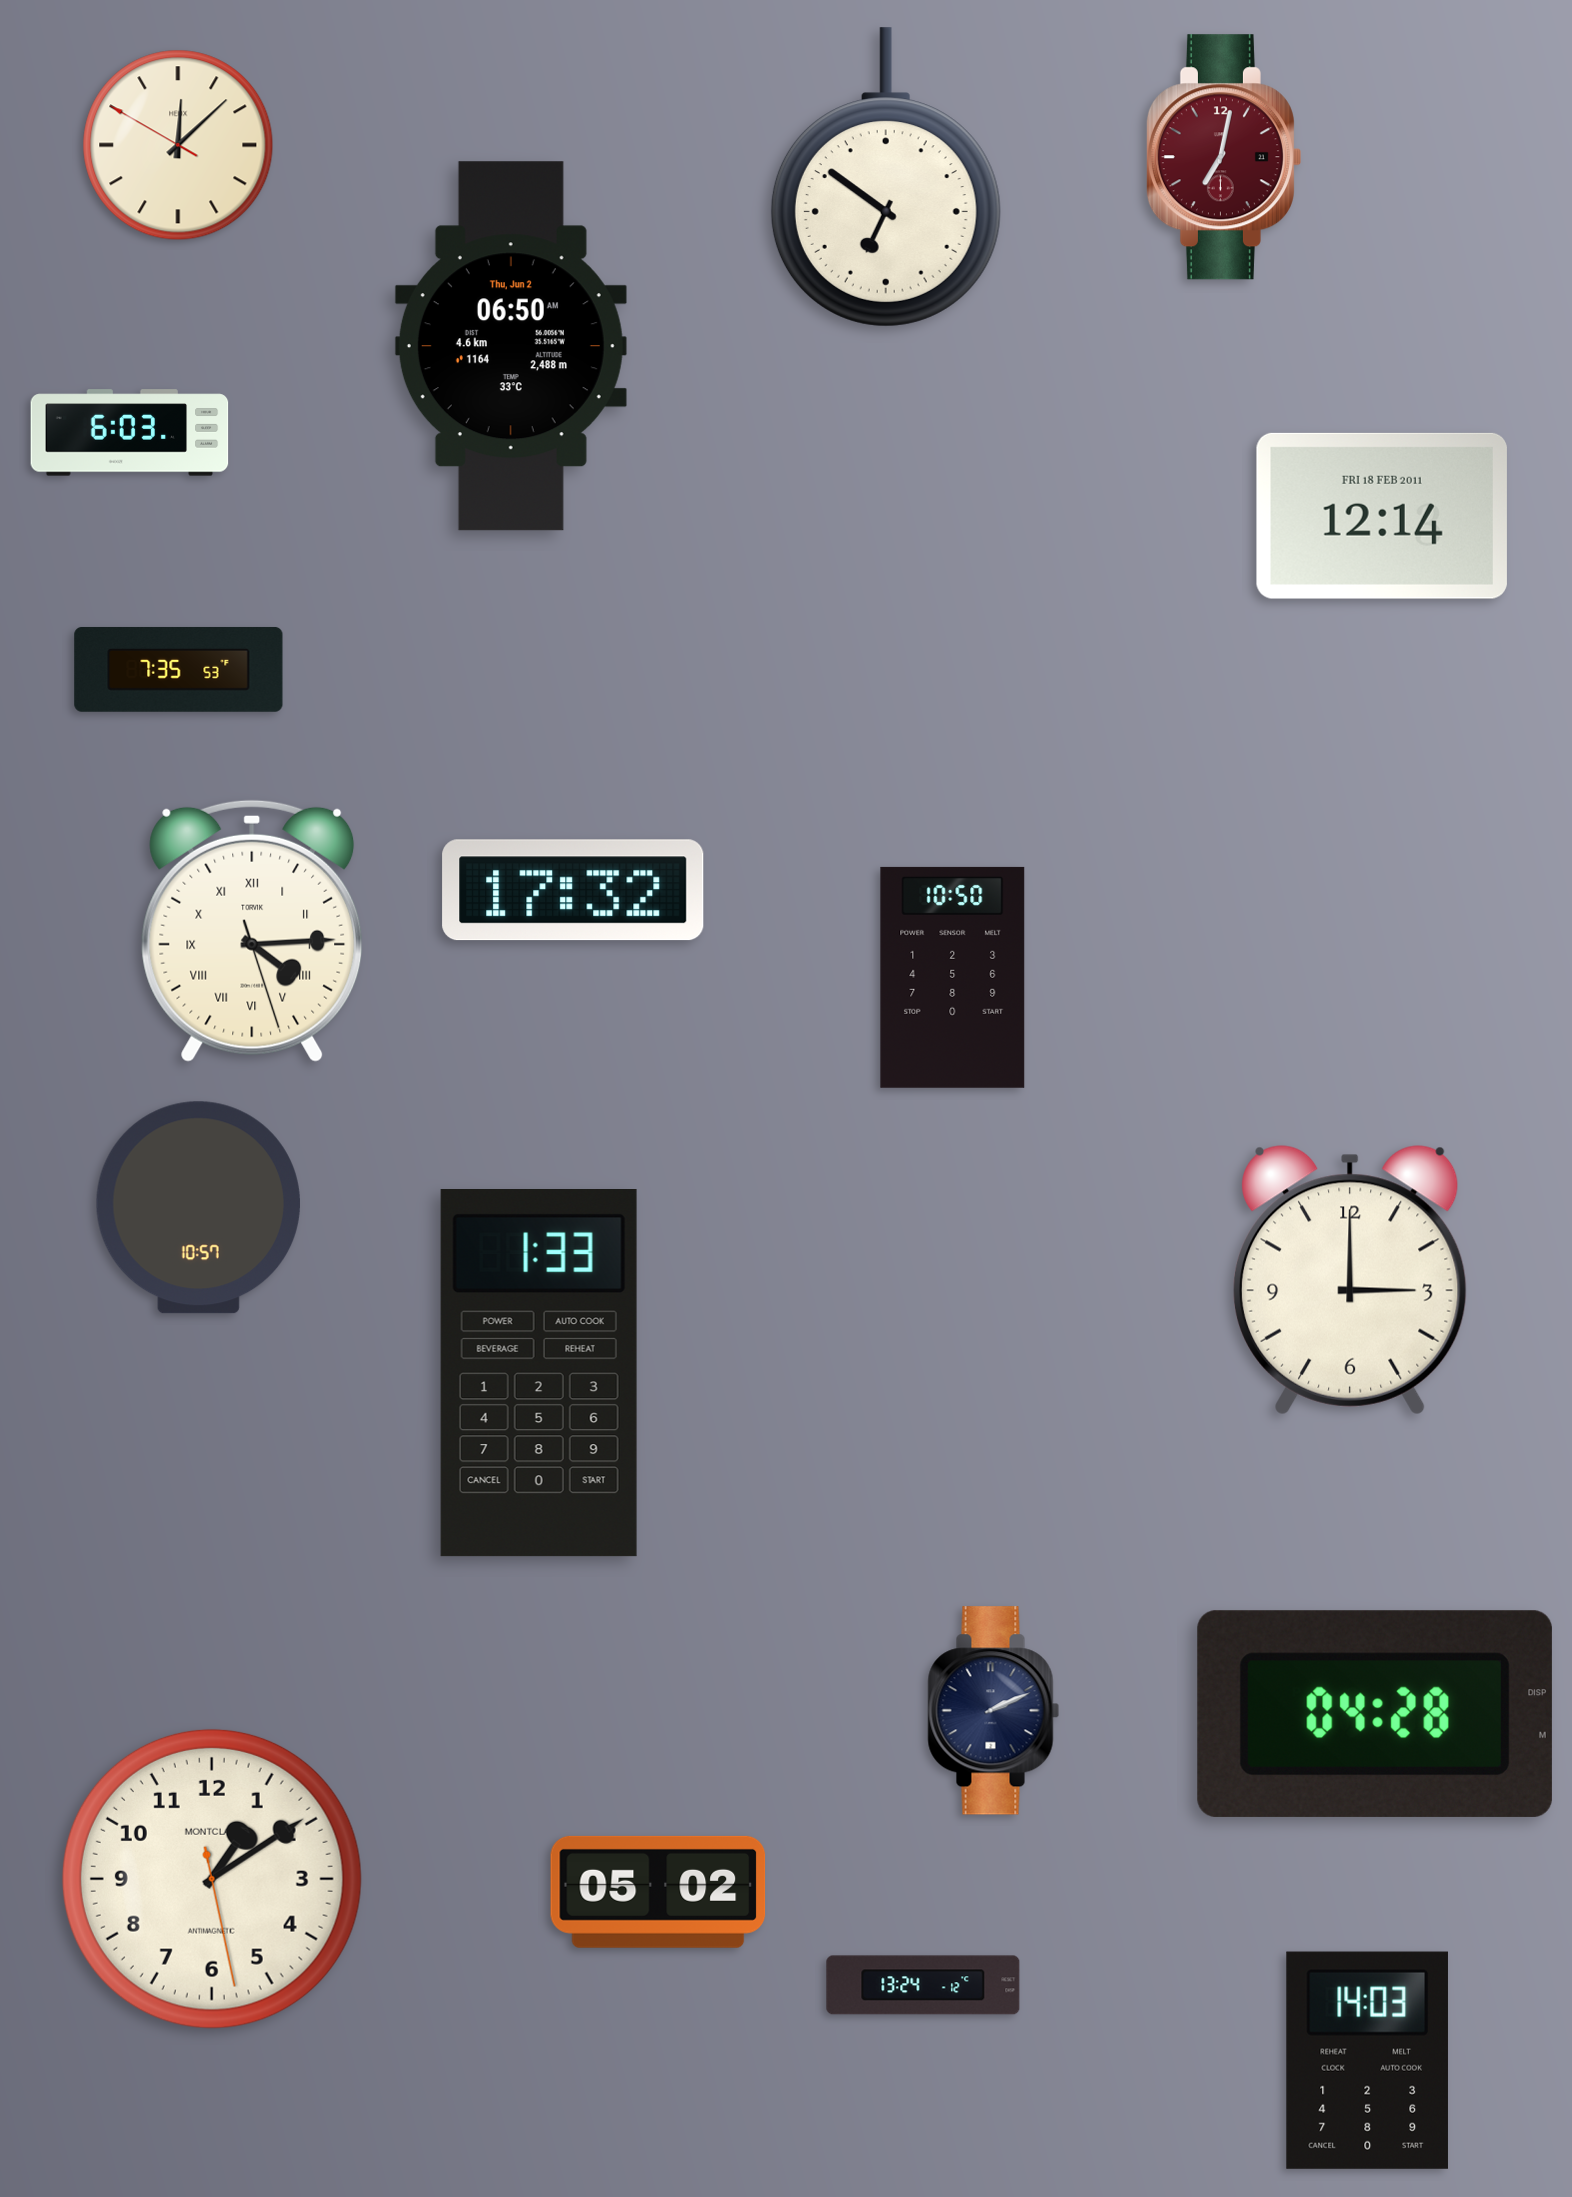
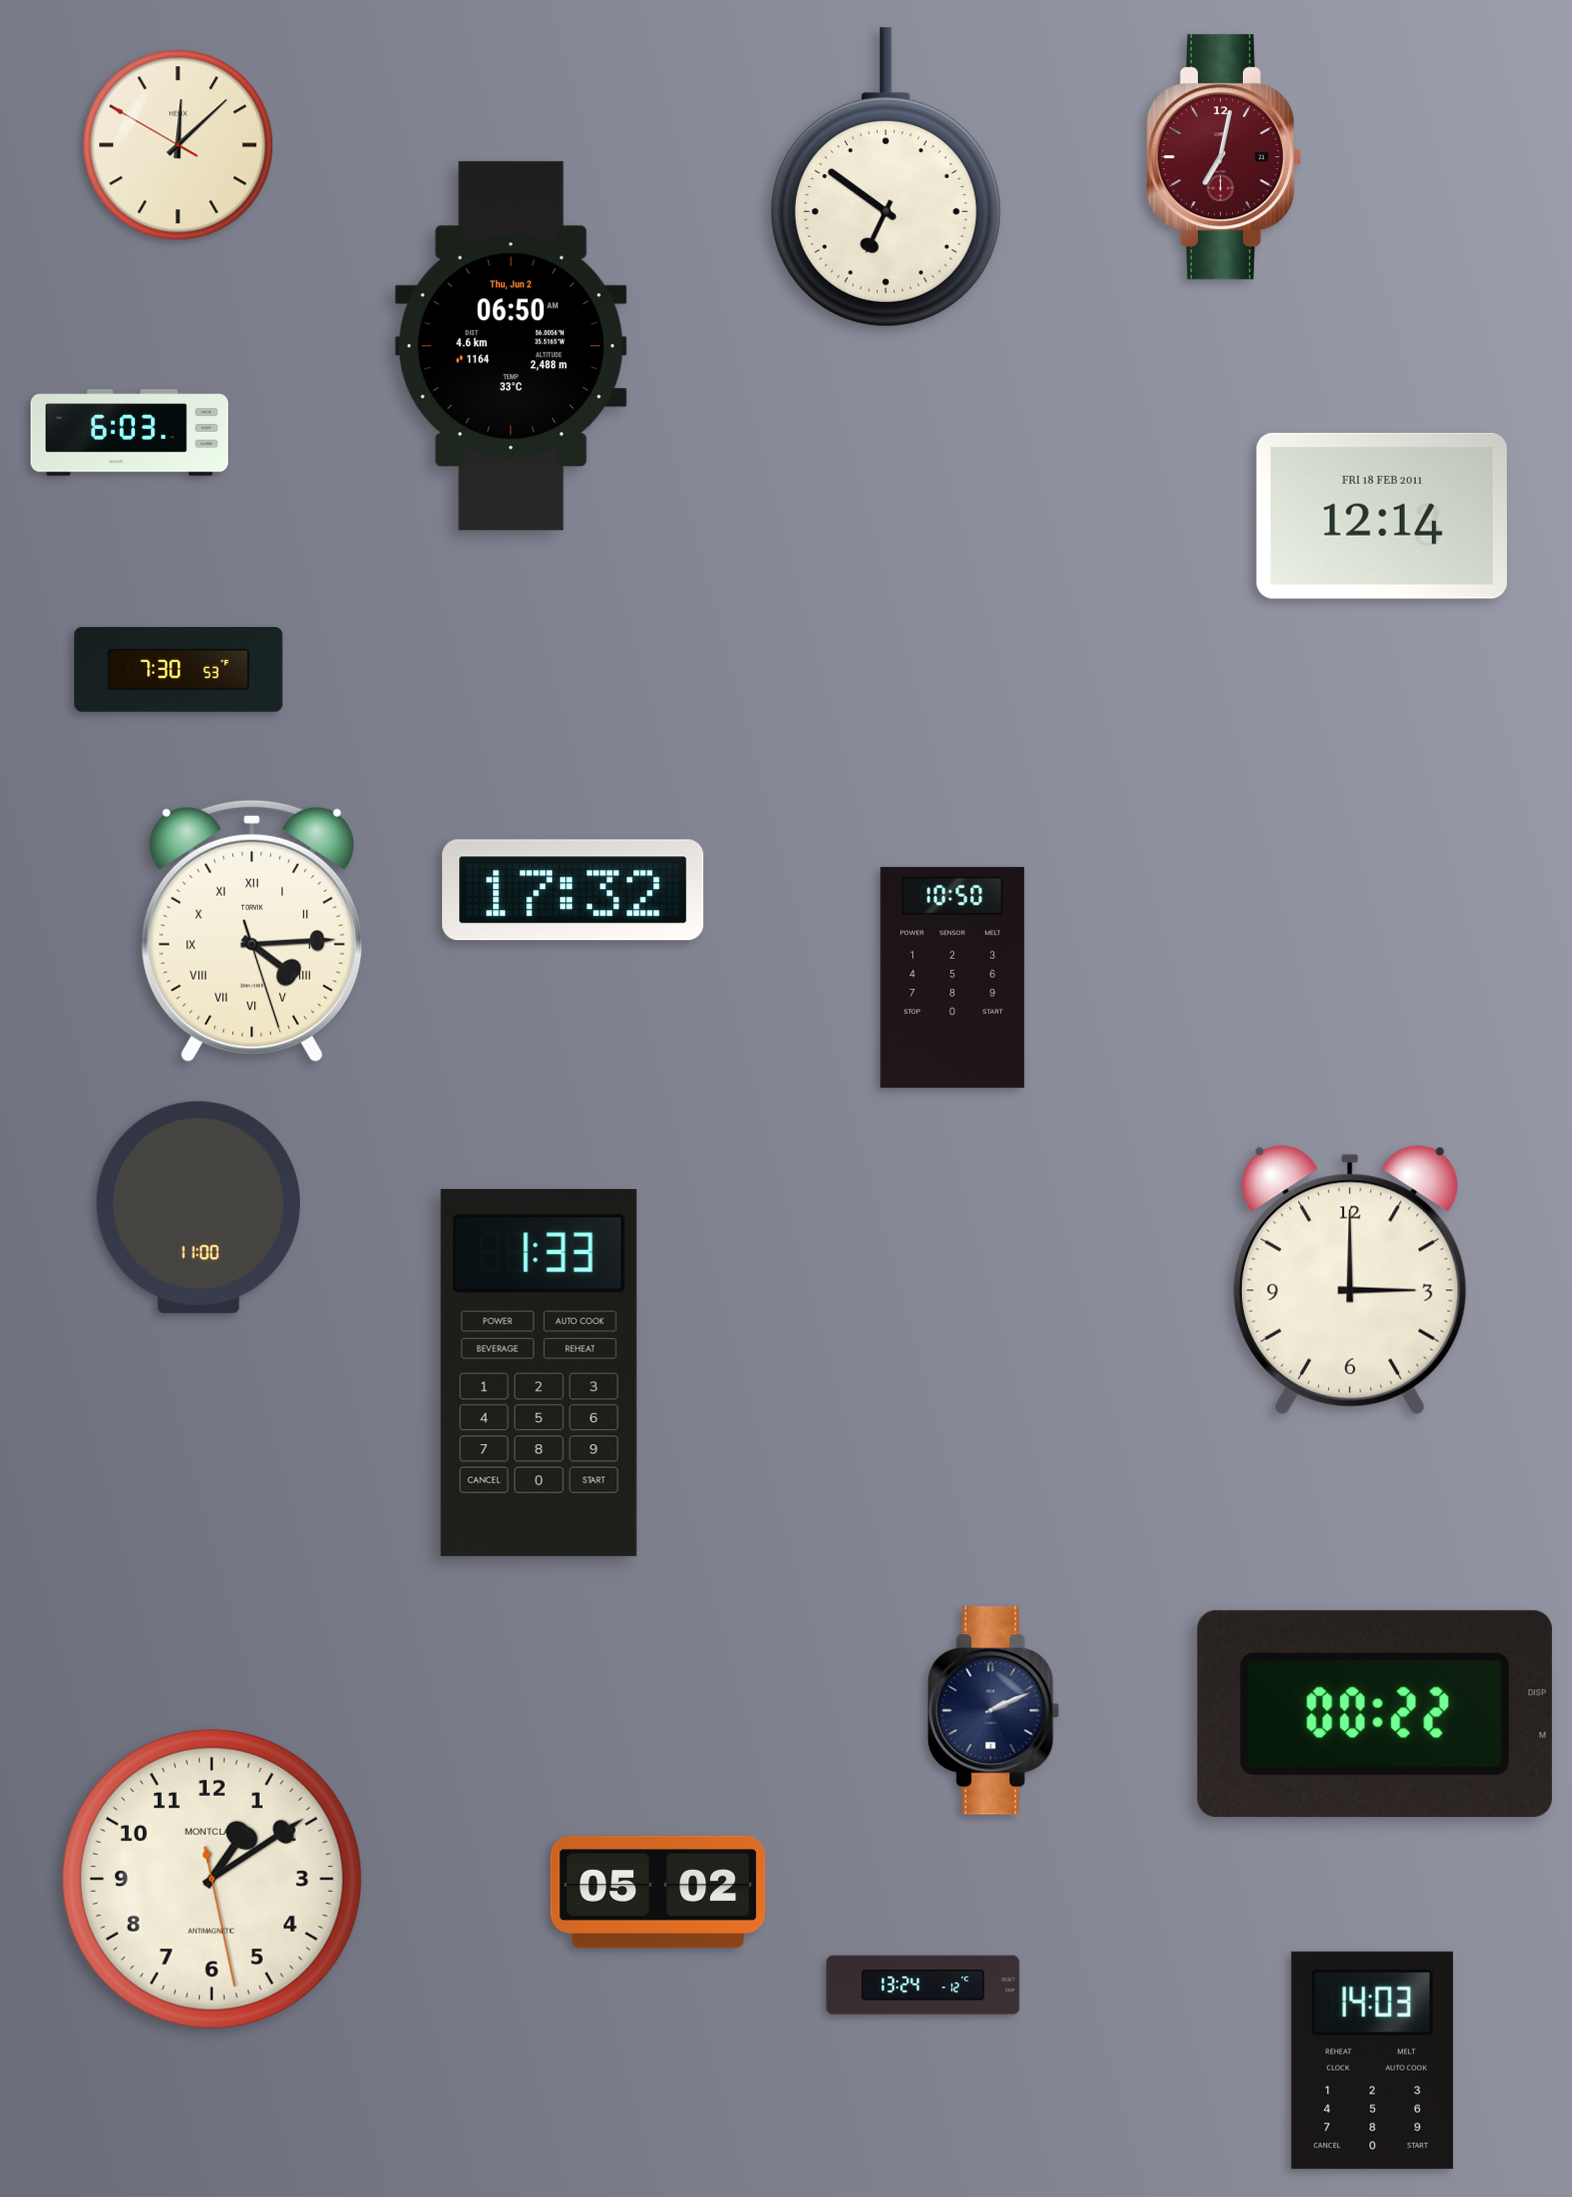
clock at (179, 669): 7:35 -> 7:30
clock at (198, 1208): 10:57 -> 11:00
clock at (1375, 1714): 04:28 -> 00:22
clock at (1367, 2060) position: (1367, 2060) -> (1372, 2060)
